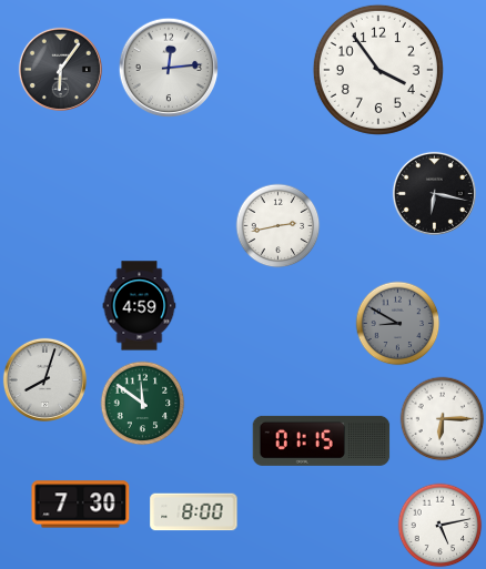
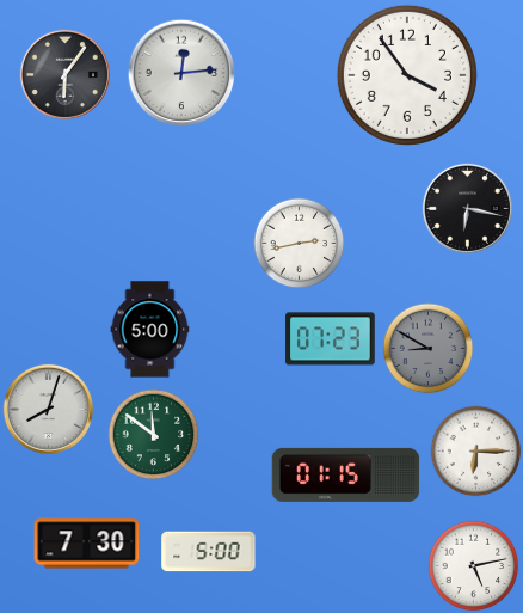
clock at (140, 306): 4:59 -> 5:00
clock at (331, 339): none -> 07:23
clock at (194, 512): 8:00 -> 5:00
